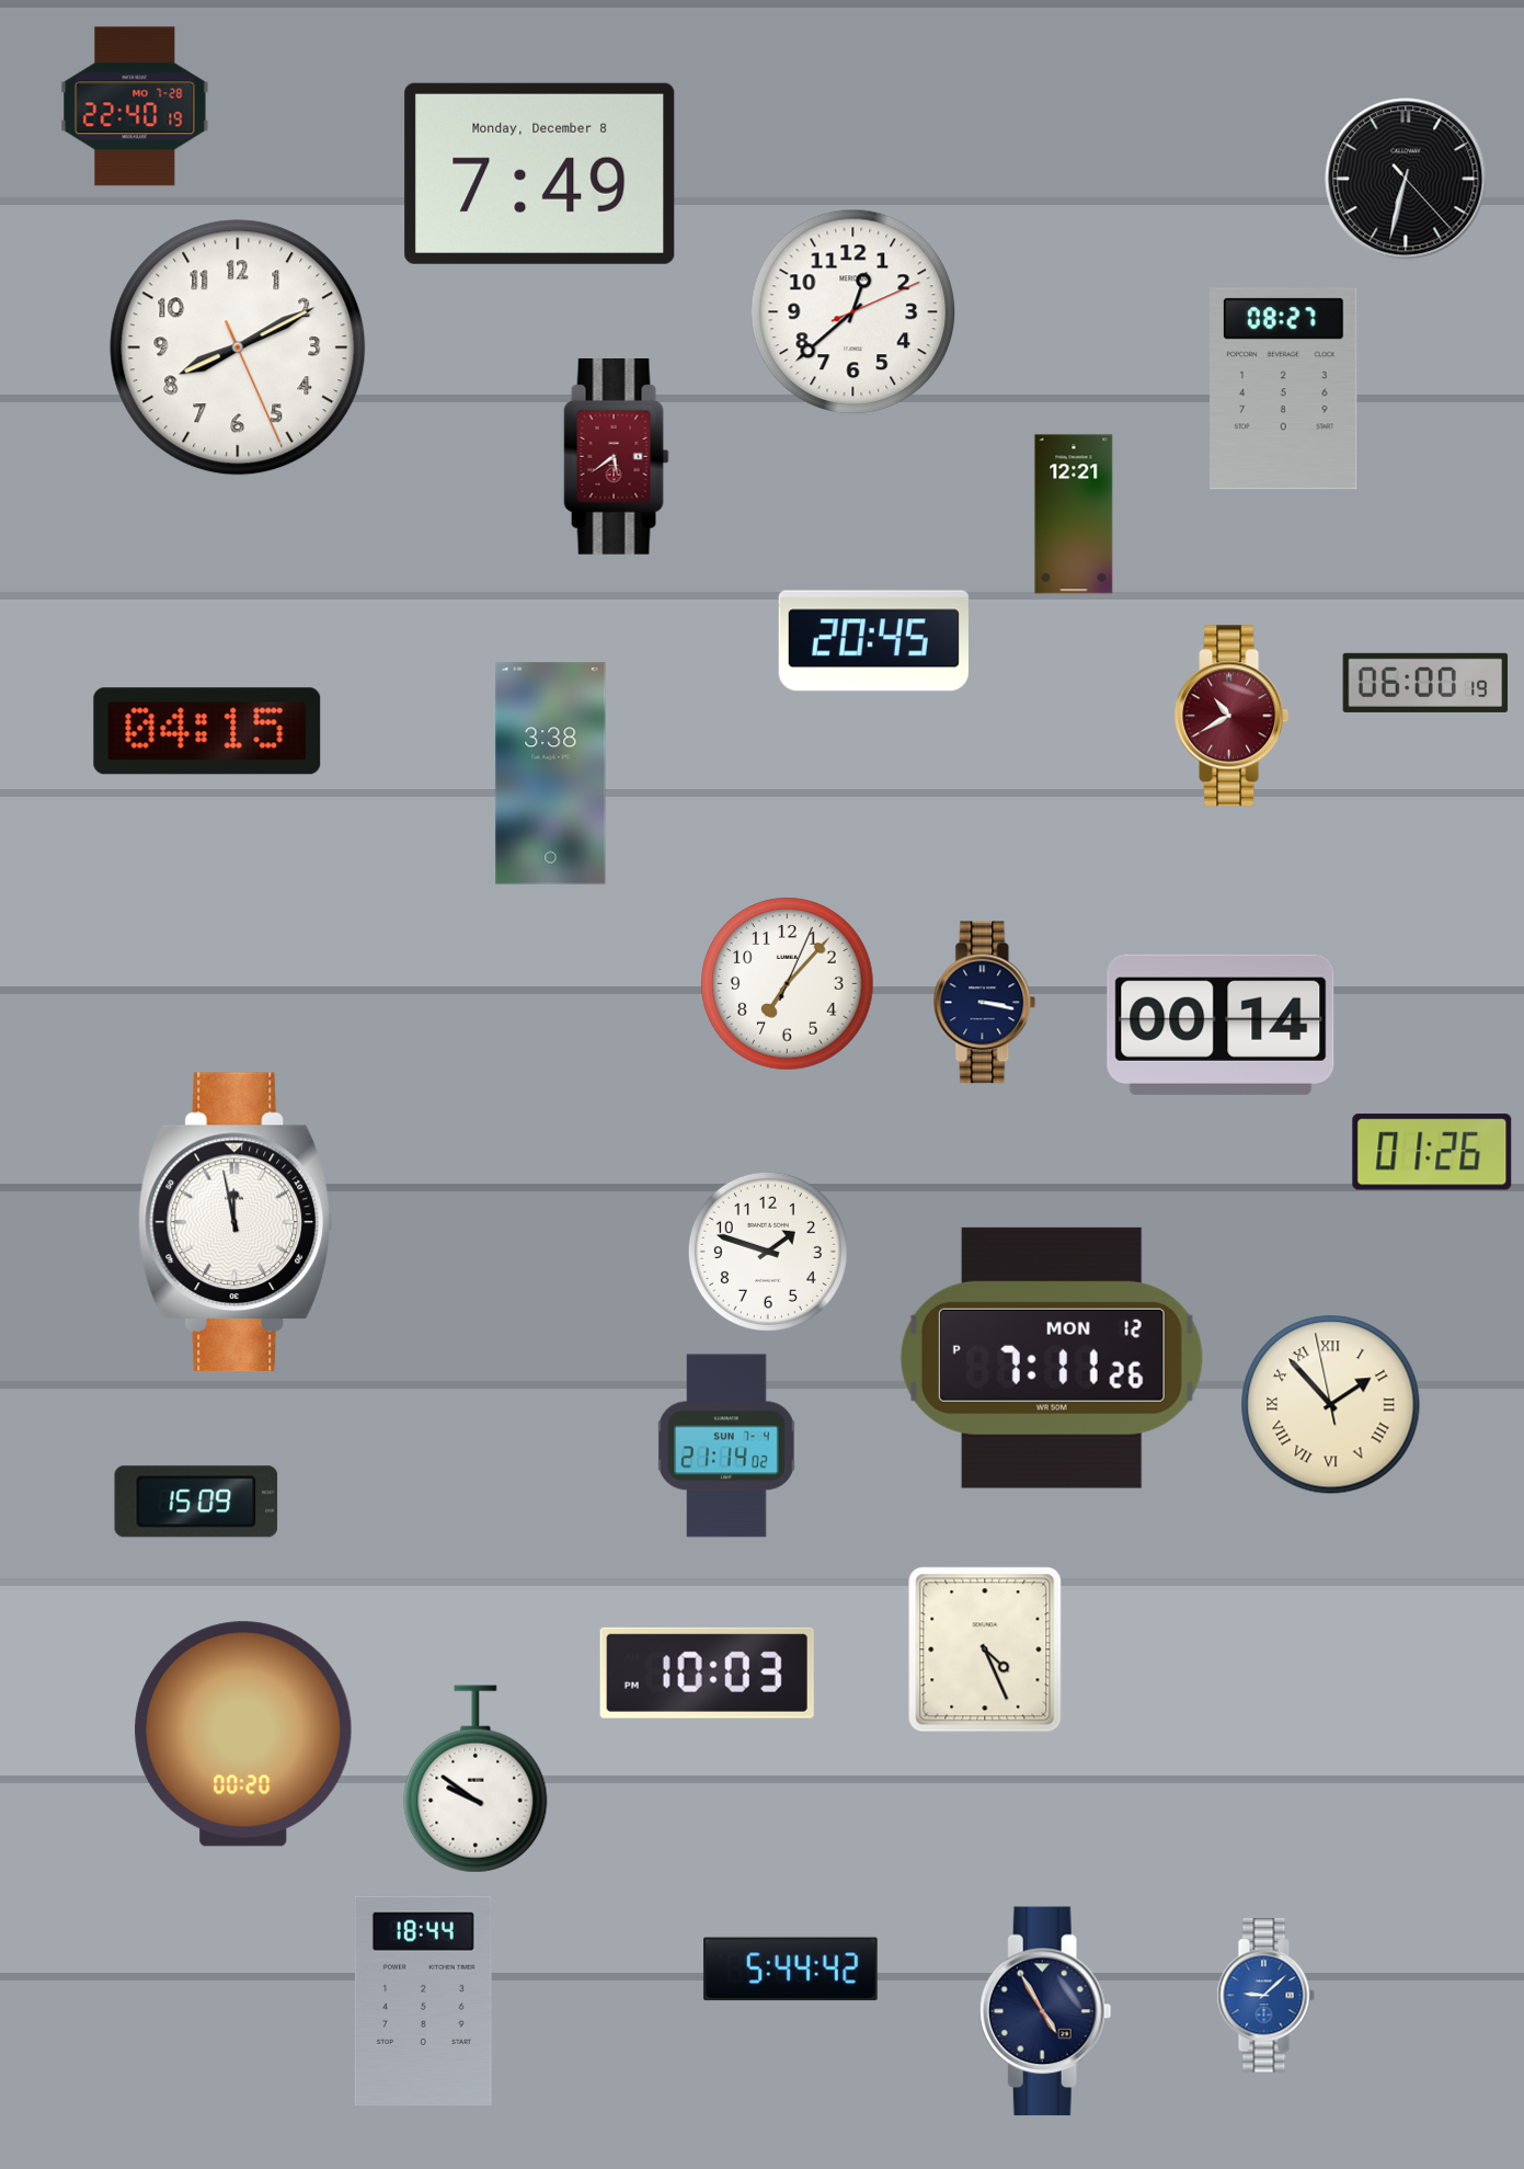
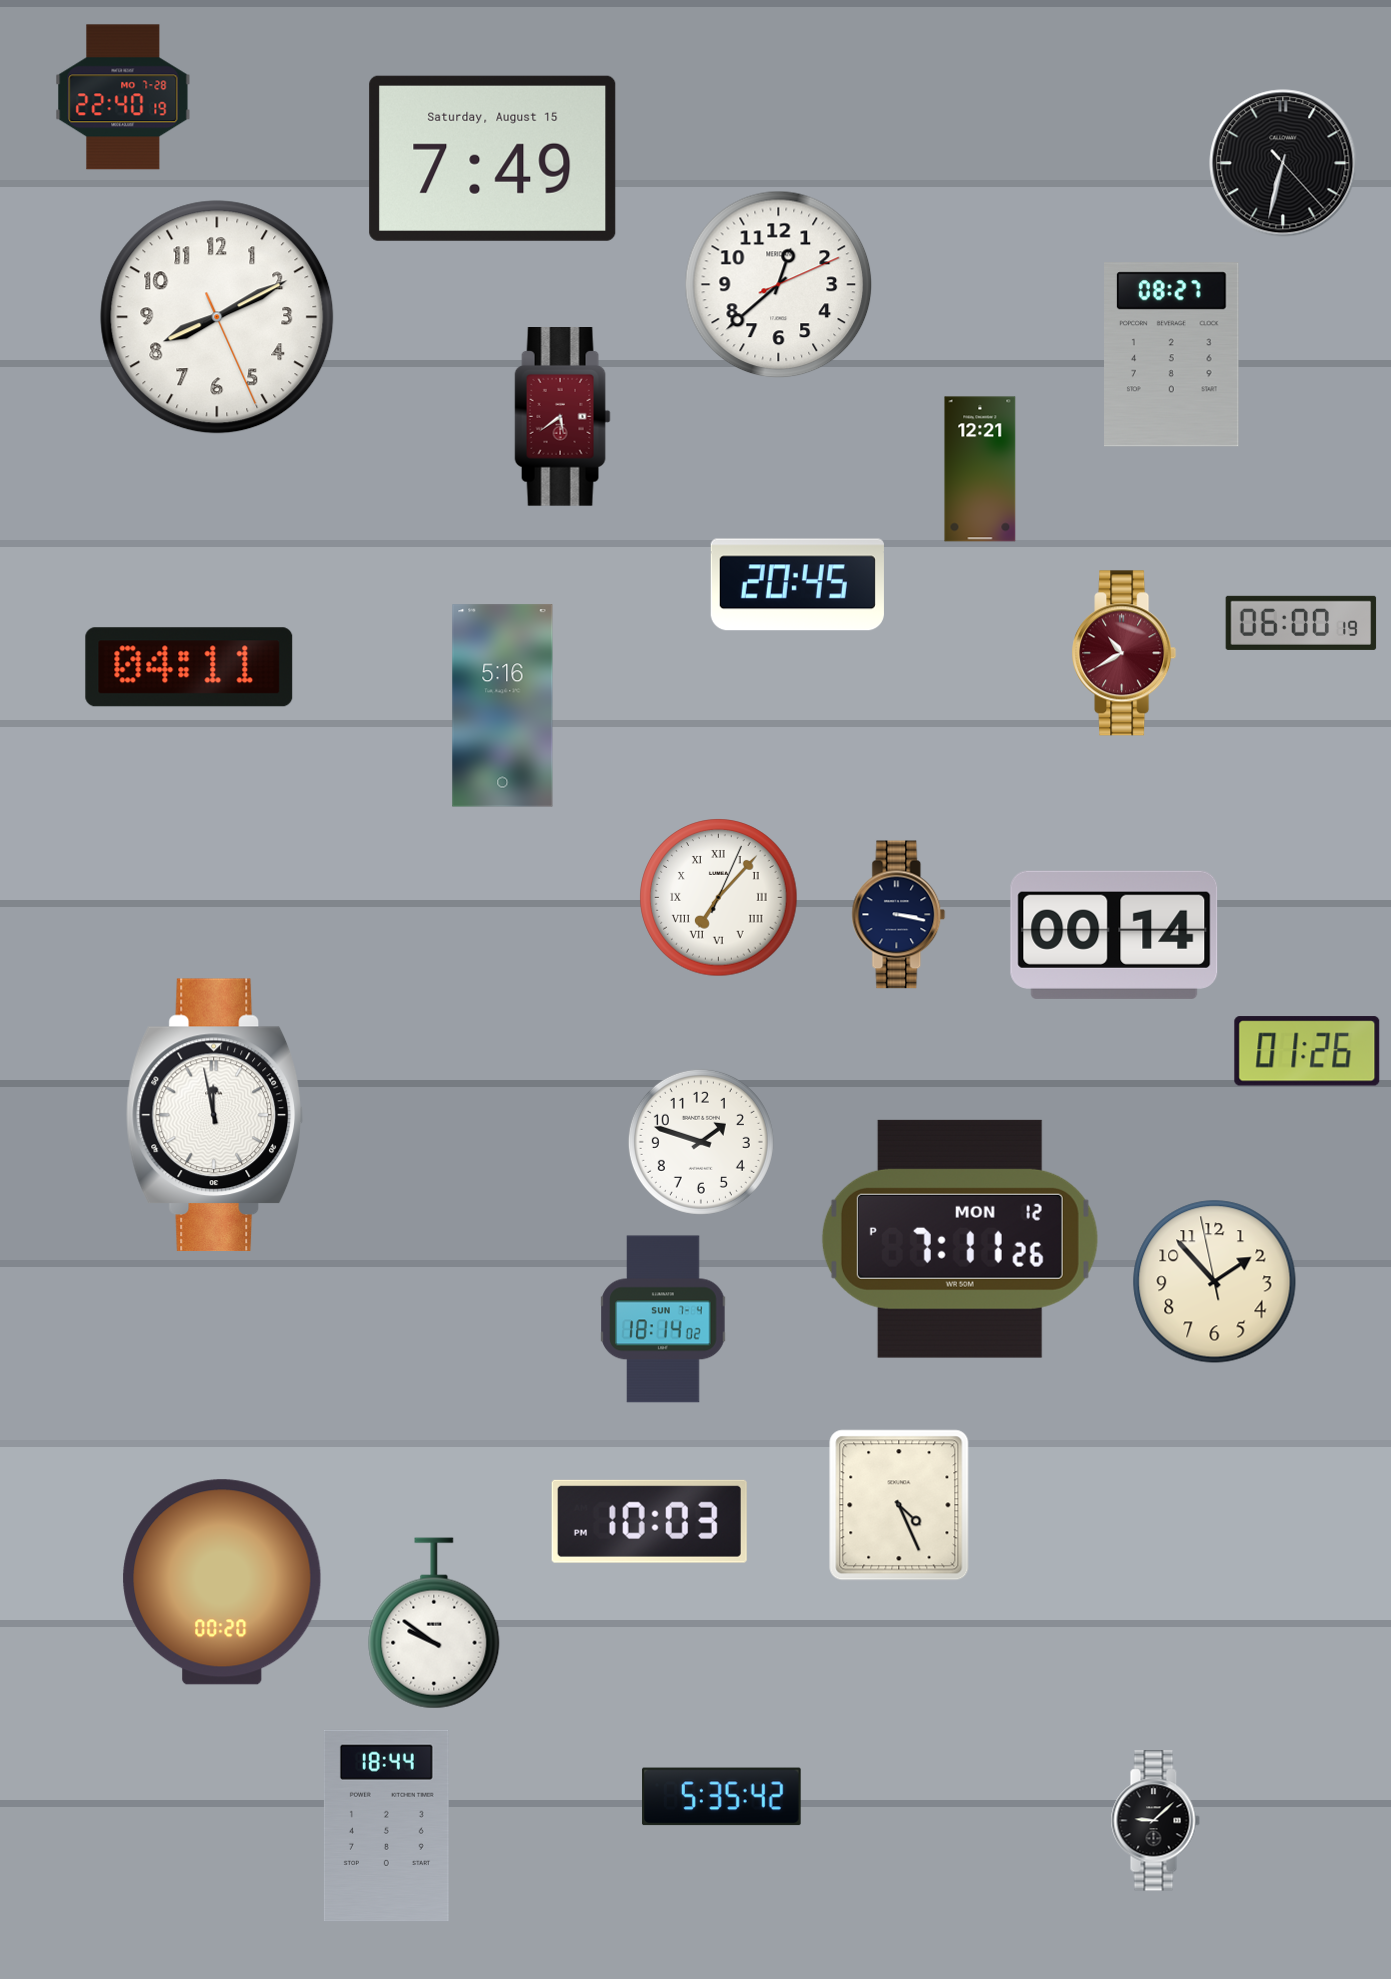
clock at (540, 173) date: Monday, December 8 -> Saturday, August 15
clock at (207, 731): 04:15 -> 04:11
clock at (551, 774): 3:38 -> 5:16
clock at (788, 984) numerals: Arabic -> Roman
clock at (1331, 1405) numerals: Roman -> Arabic
clock at (726, 1446): 21:14 -> 18:14
clock at (196, 1502): 15:09 -> none
clock at (707, 1673) position: (707, 1673) -> (649, 1521)
clock at (791, 1970): 5:44 -> 5:35
clock at (1265, 1996) dial: blue -> black
clock at (1045, 2011): 4:55 -> none
